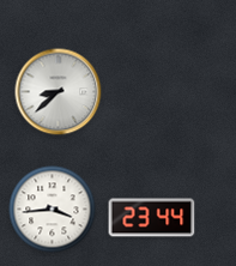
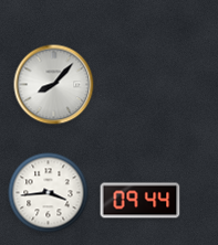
clock at (59, 92): 8:38 -> 8:07
clock at (152, 218): 23:44 -> 09:44
